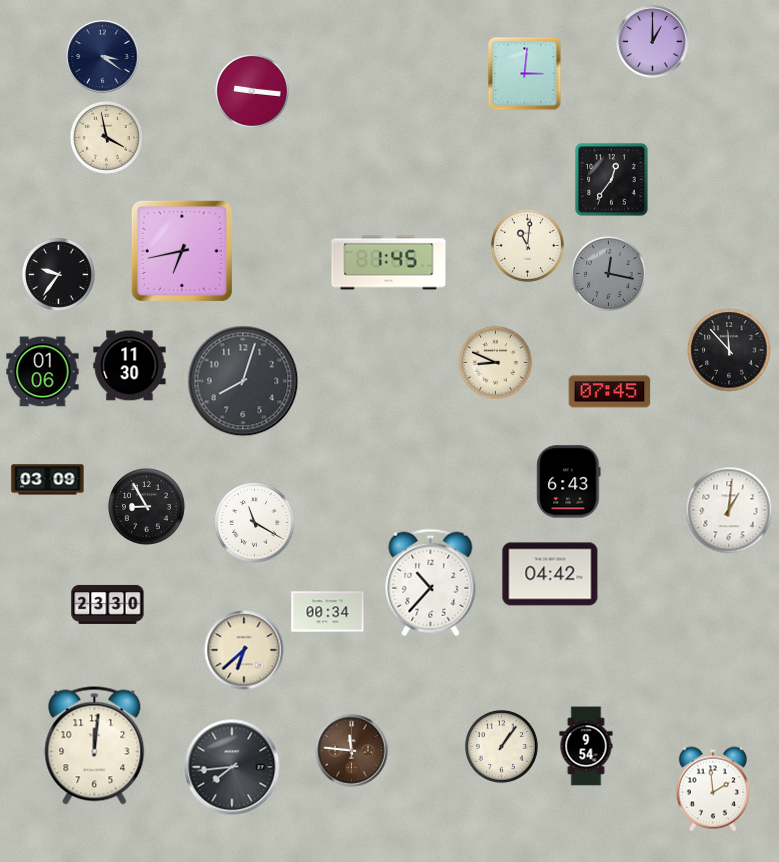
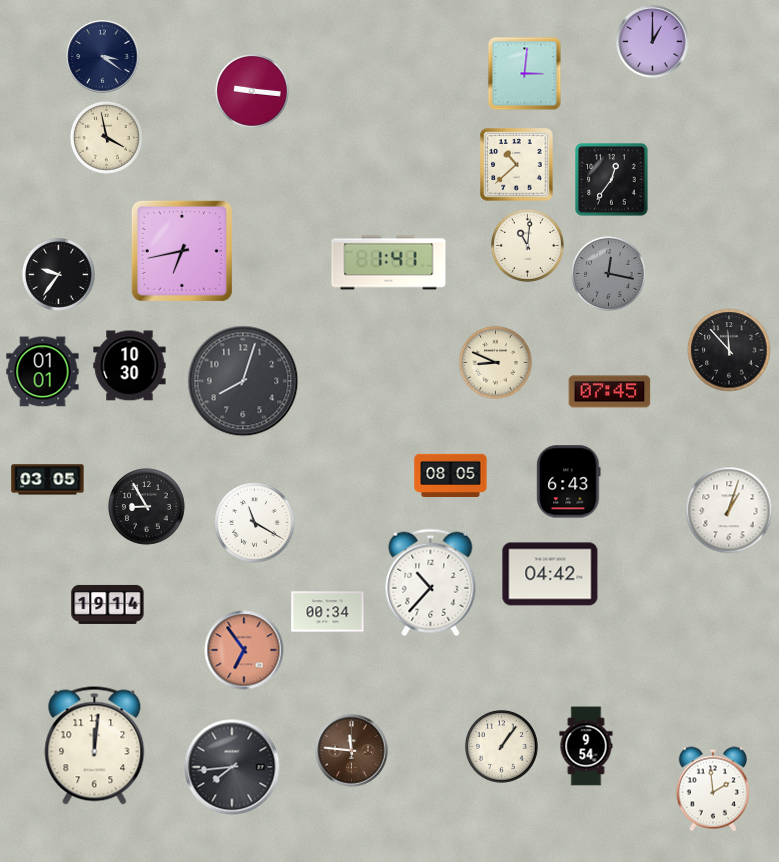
clock at (517, 165): none -> 10:38
clock at (389, 263): 1:45 -> 1:41
clock at (130, 366): 11:30 -> 10:30
clock at (43, 372): 01:06 -> 01:01
clock at (451, 476): none -> 08:05
clock at (48, 480): 03:09 -> 03:05
clock at (729, 510): 1:01 -> 1:03
clock at (108, 604): 23:30 -> 19:14
clock at (244, 650): 6:38 -> 6:54
clock at (244, 650) dial: cream -> salmon
